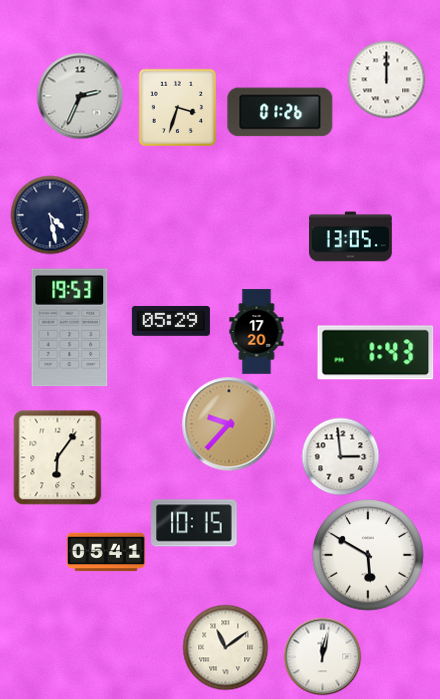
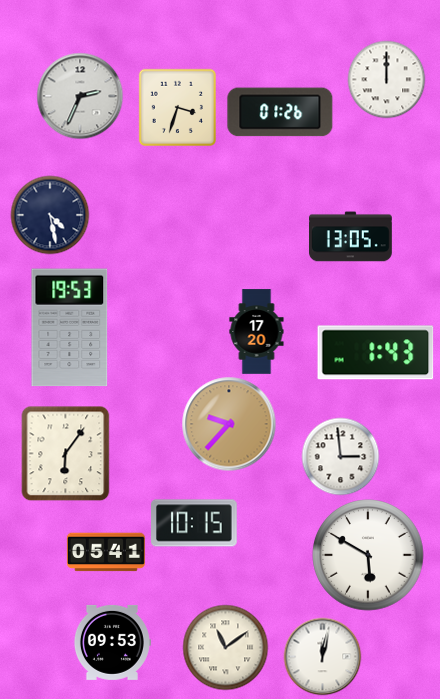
clock at (171, 321): 05:29 -> none
clock at (58, 457) position: (58, 457) -> (66, 453)
clock at (112, 642): none -> 09:53
